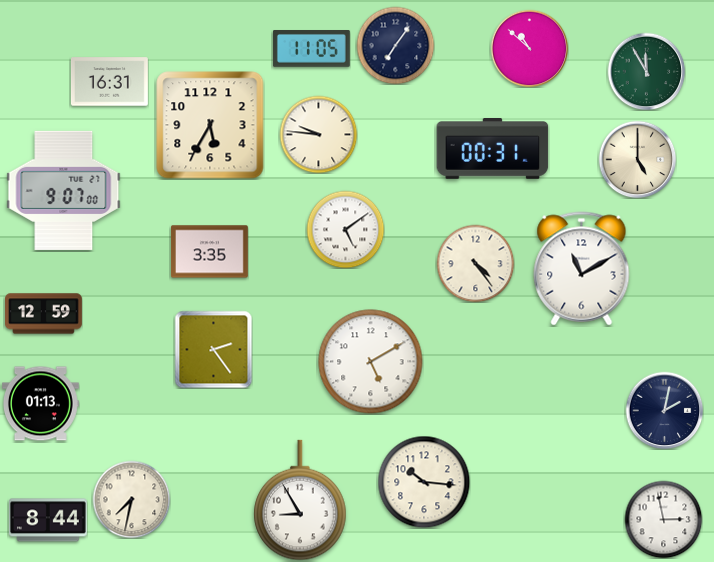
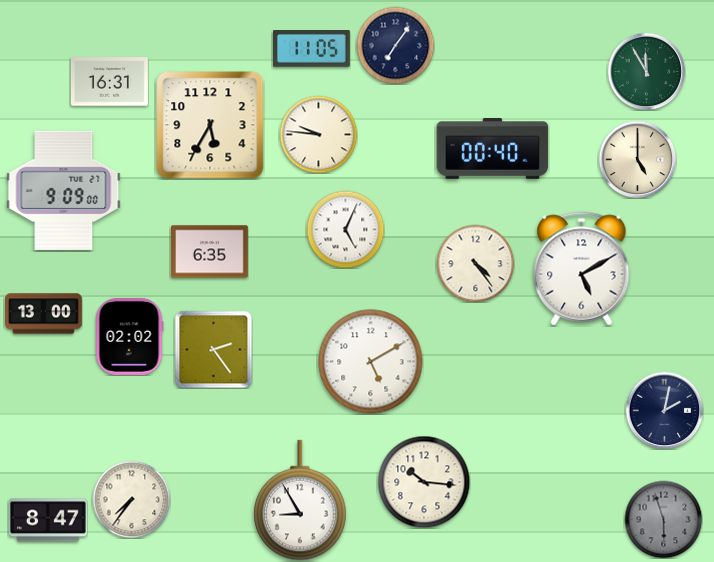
clock at (529, 48): 10:52 -> none
clock at (493, 149): 00:31 -> 00:40
clock at (64, 190): 9:07 -> 9:09
clock at (345, 229): 5:09 -> 5:04
clock at (210, 252): 3:35 -> 6:35
clock at (582, 269): 11:10 -> 5:10
clock at (44, 314): 12:59 -> 13:00
clock at (129, 336): none -> 02:02
clock at (40, 404): 01:13 -> none
clock at (131, 499): 7:32 -> 7:36
clock at (663, 519): 2:58 -> 5:57
clock at (663, 519) dial: white -> grey
clock at (48, 520): 8:44 -> 8:47
